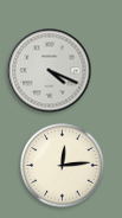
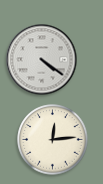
clock at (50, 71): 4:19 -> 4:21
